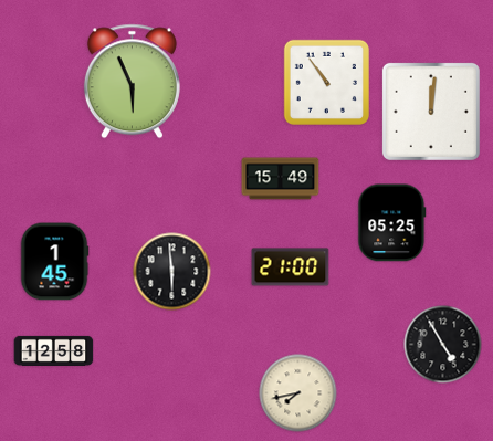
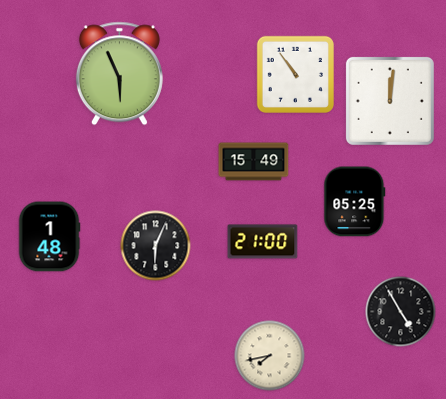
clock at (54, 262): 1:45 -> 1:48
clock at (172, 272): 5:59 -> 6:04
clock at (54, 350): 12:58 -> none
